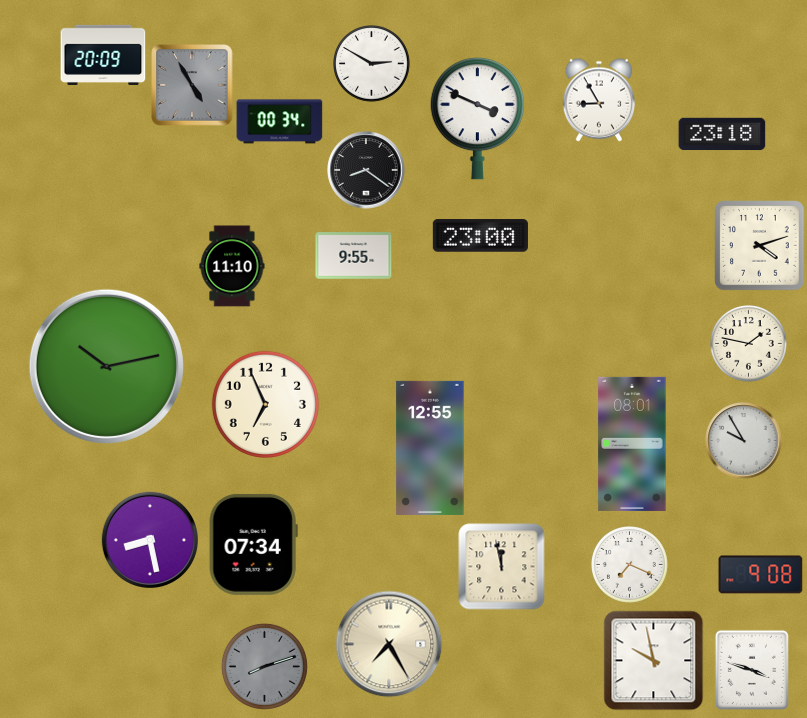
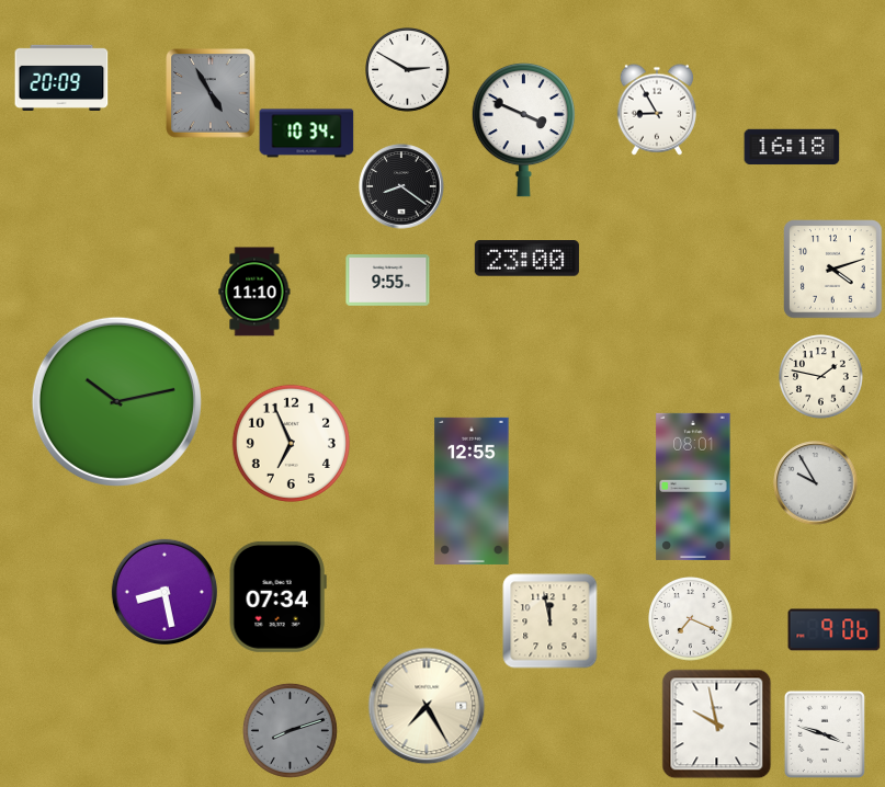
clock at (103, 55) position: (103, 55) -> (61, 78)
clock at (280, 122): 00:34 -> 10:34
clock at (722, 134): 23:18 -> 16:18
clock at (761, 575): 9:08 -> 9:06
